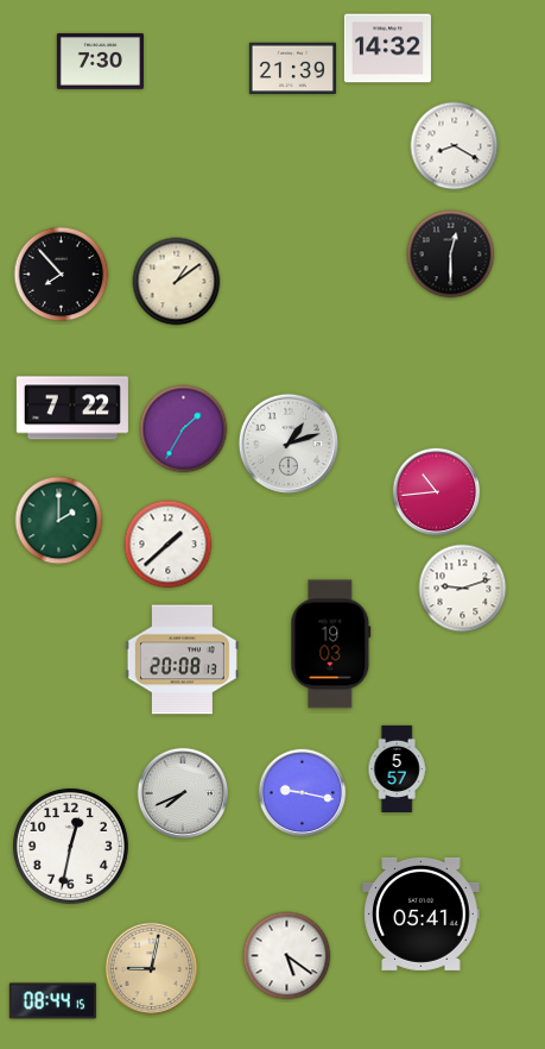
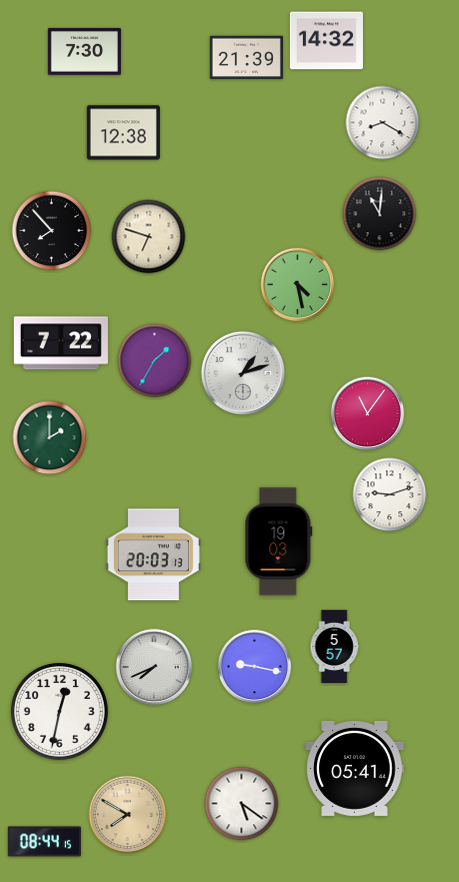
clock at (123, 133): none -> 12:38
clock at (451, 255): 12:30 -> 11:01
clock at (177, 282): 1:09 -> 6:48
clock at (298, 285): none -> 4:28
clock at (437, 492): 10:44 -> 11:06
clock at (169, 545): 1:38 -> none
clock at (182, 660): 20:08 -> 20:03
clock at (152, 969): 9:02 -> 7:50
